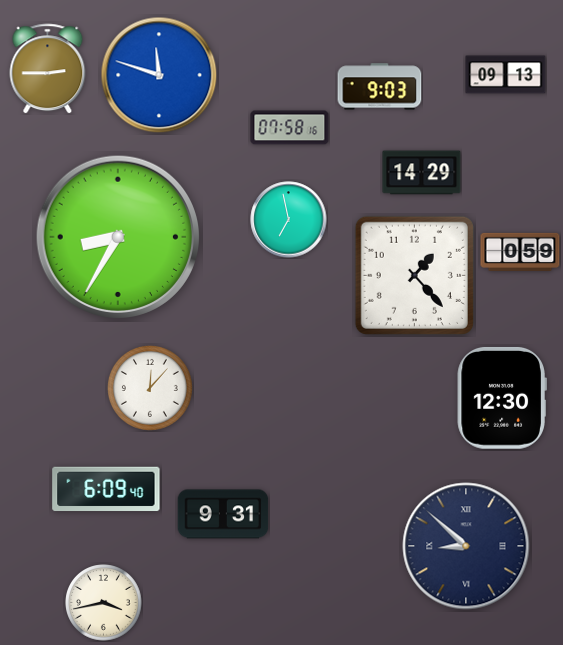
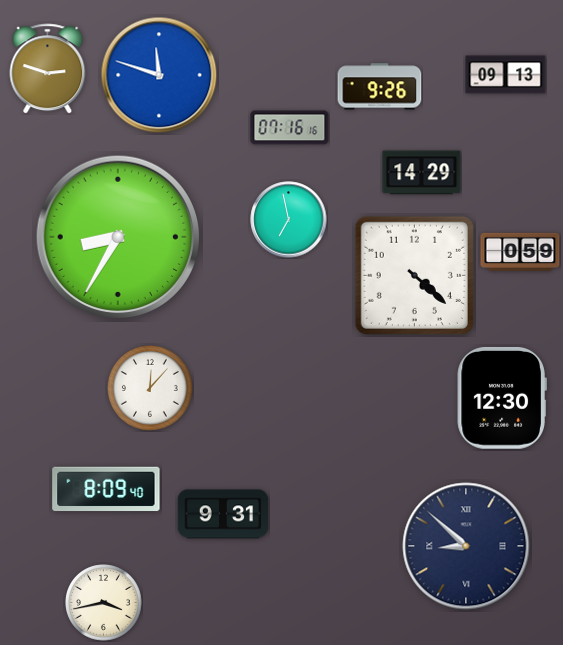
clock at (48, 69): 2:45 -> 2:48
clock at (380, 87): 9:03 -> 9:26
clock at (290, 128): 07:58 -> 07:16
clock at (414, 275): 1:23 -> 4:22
clock at (106, 489): 6:09 -> 8:09
